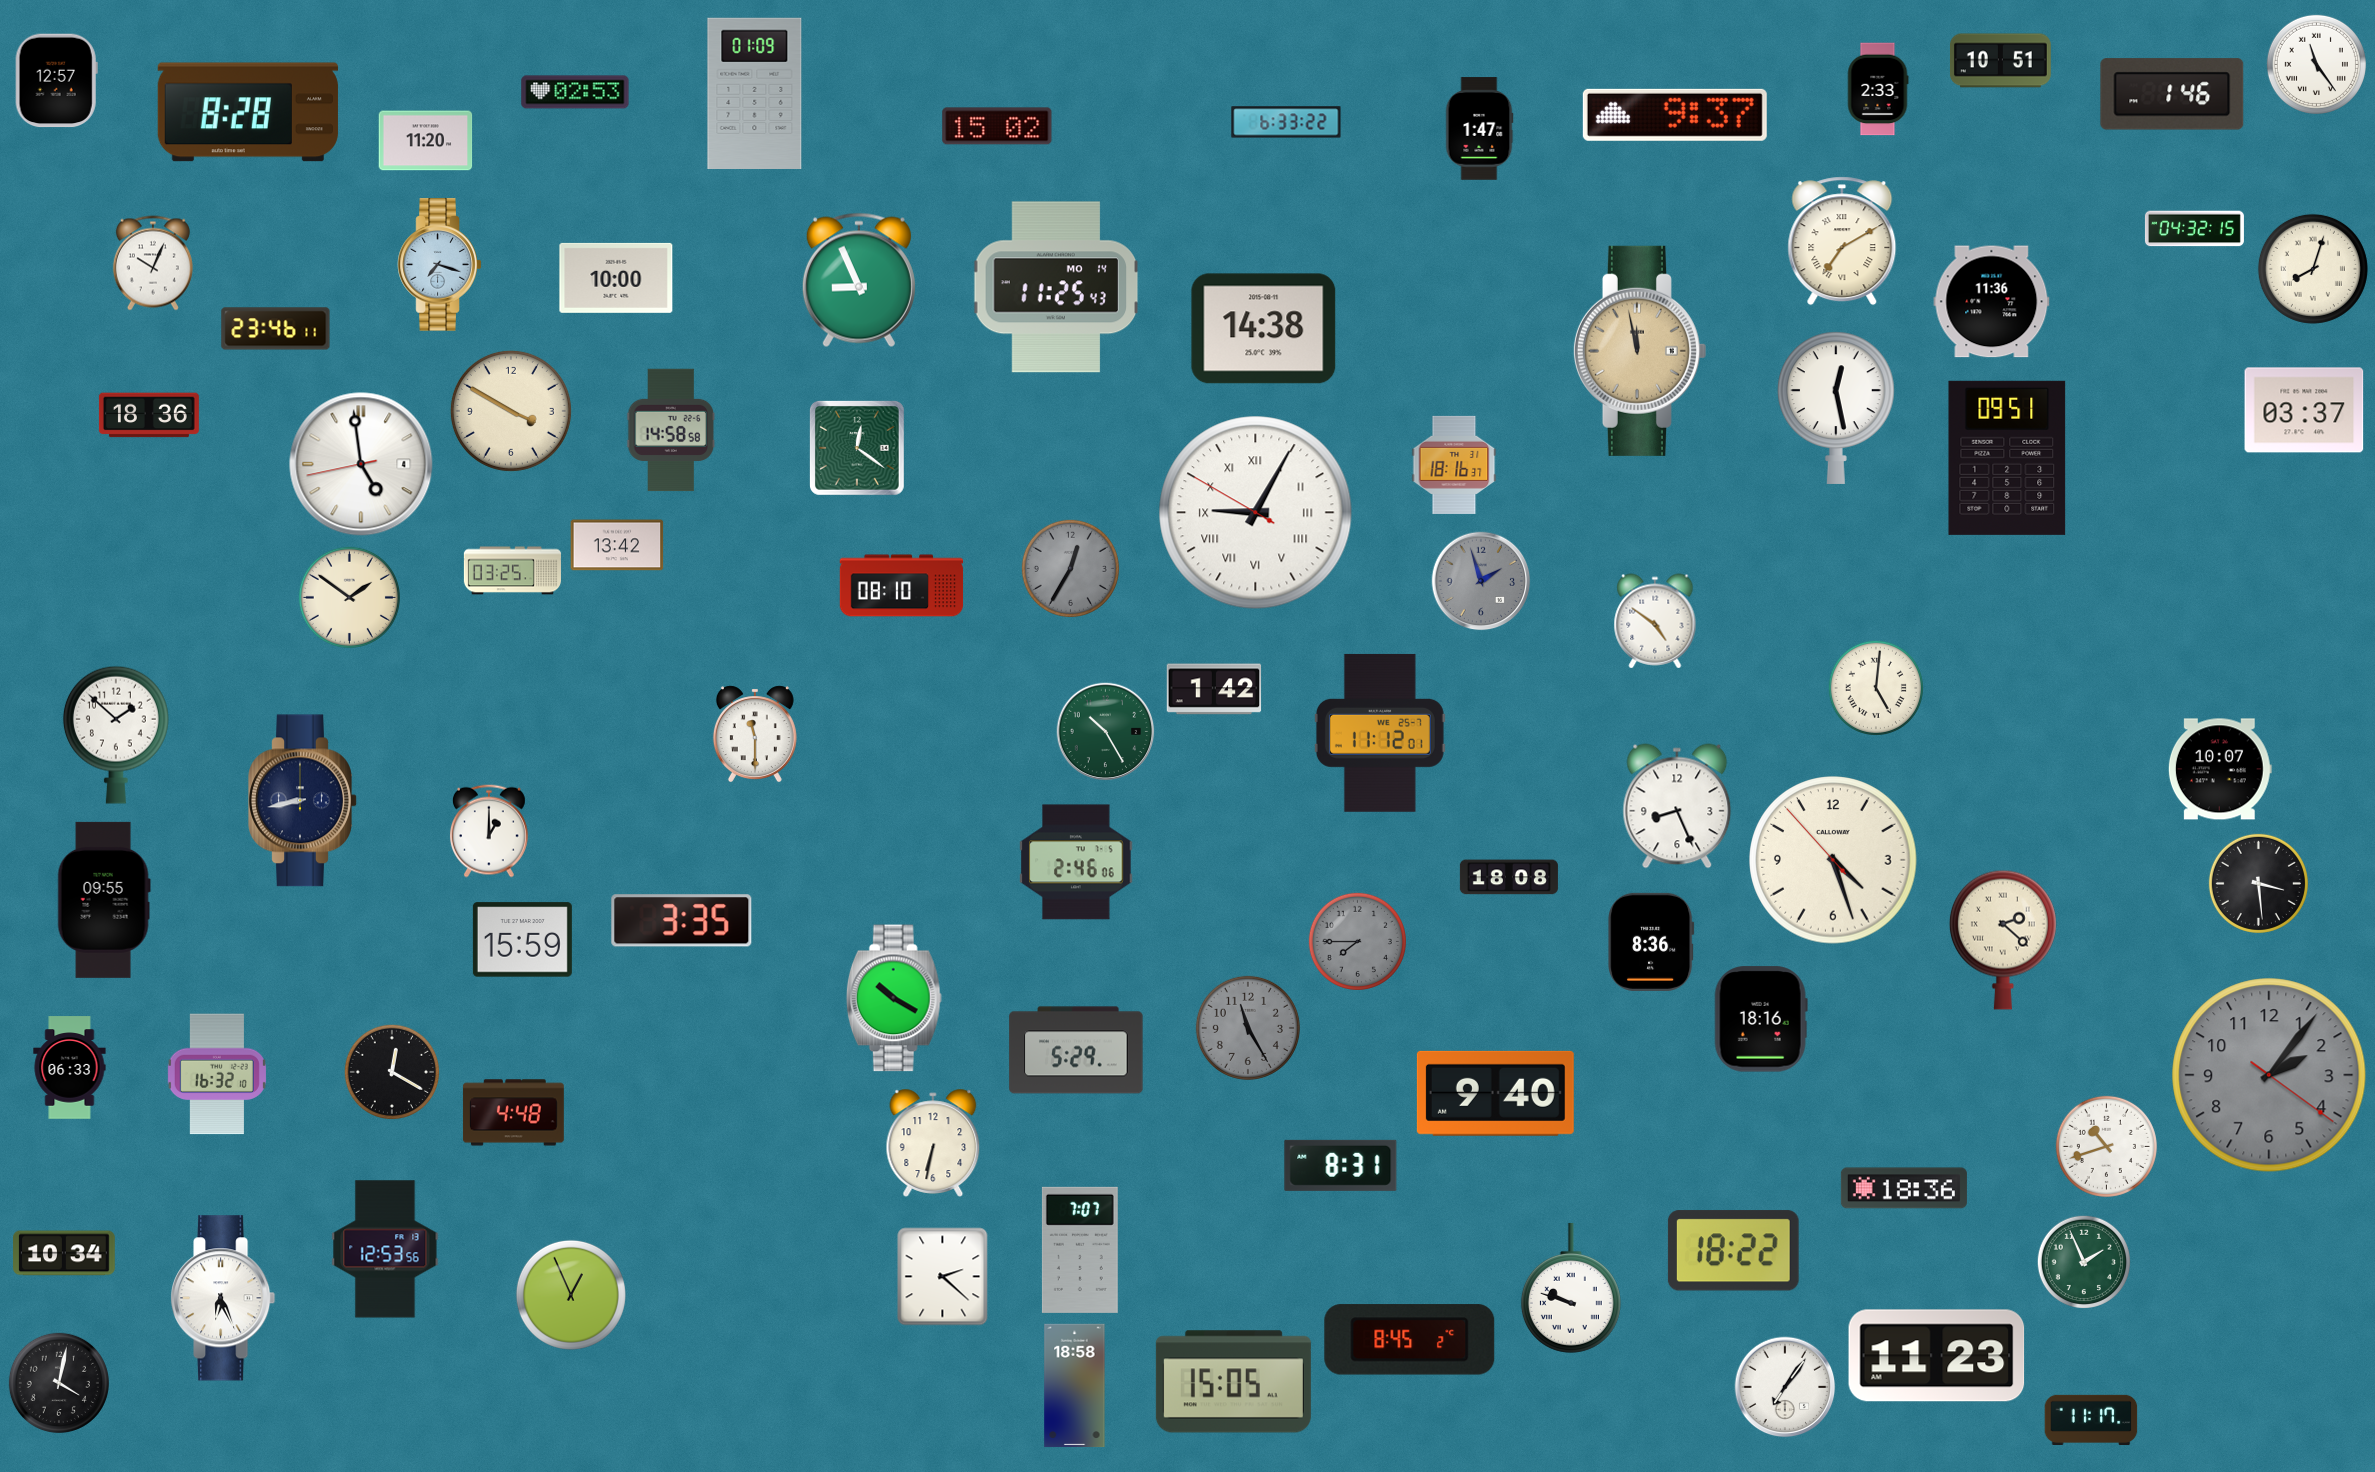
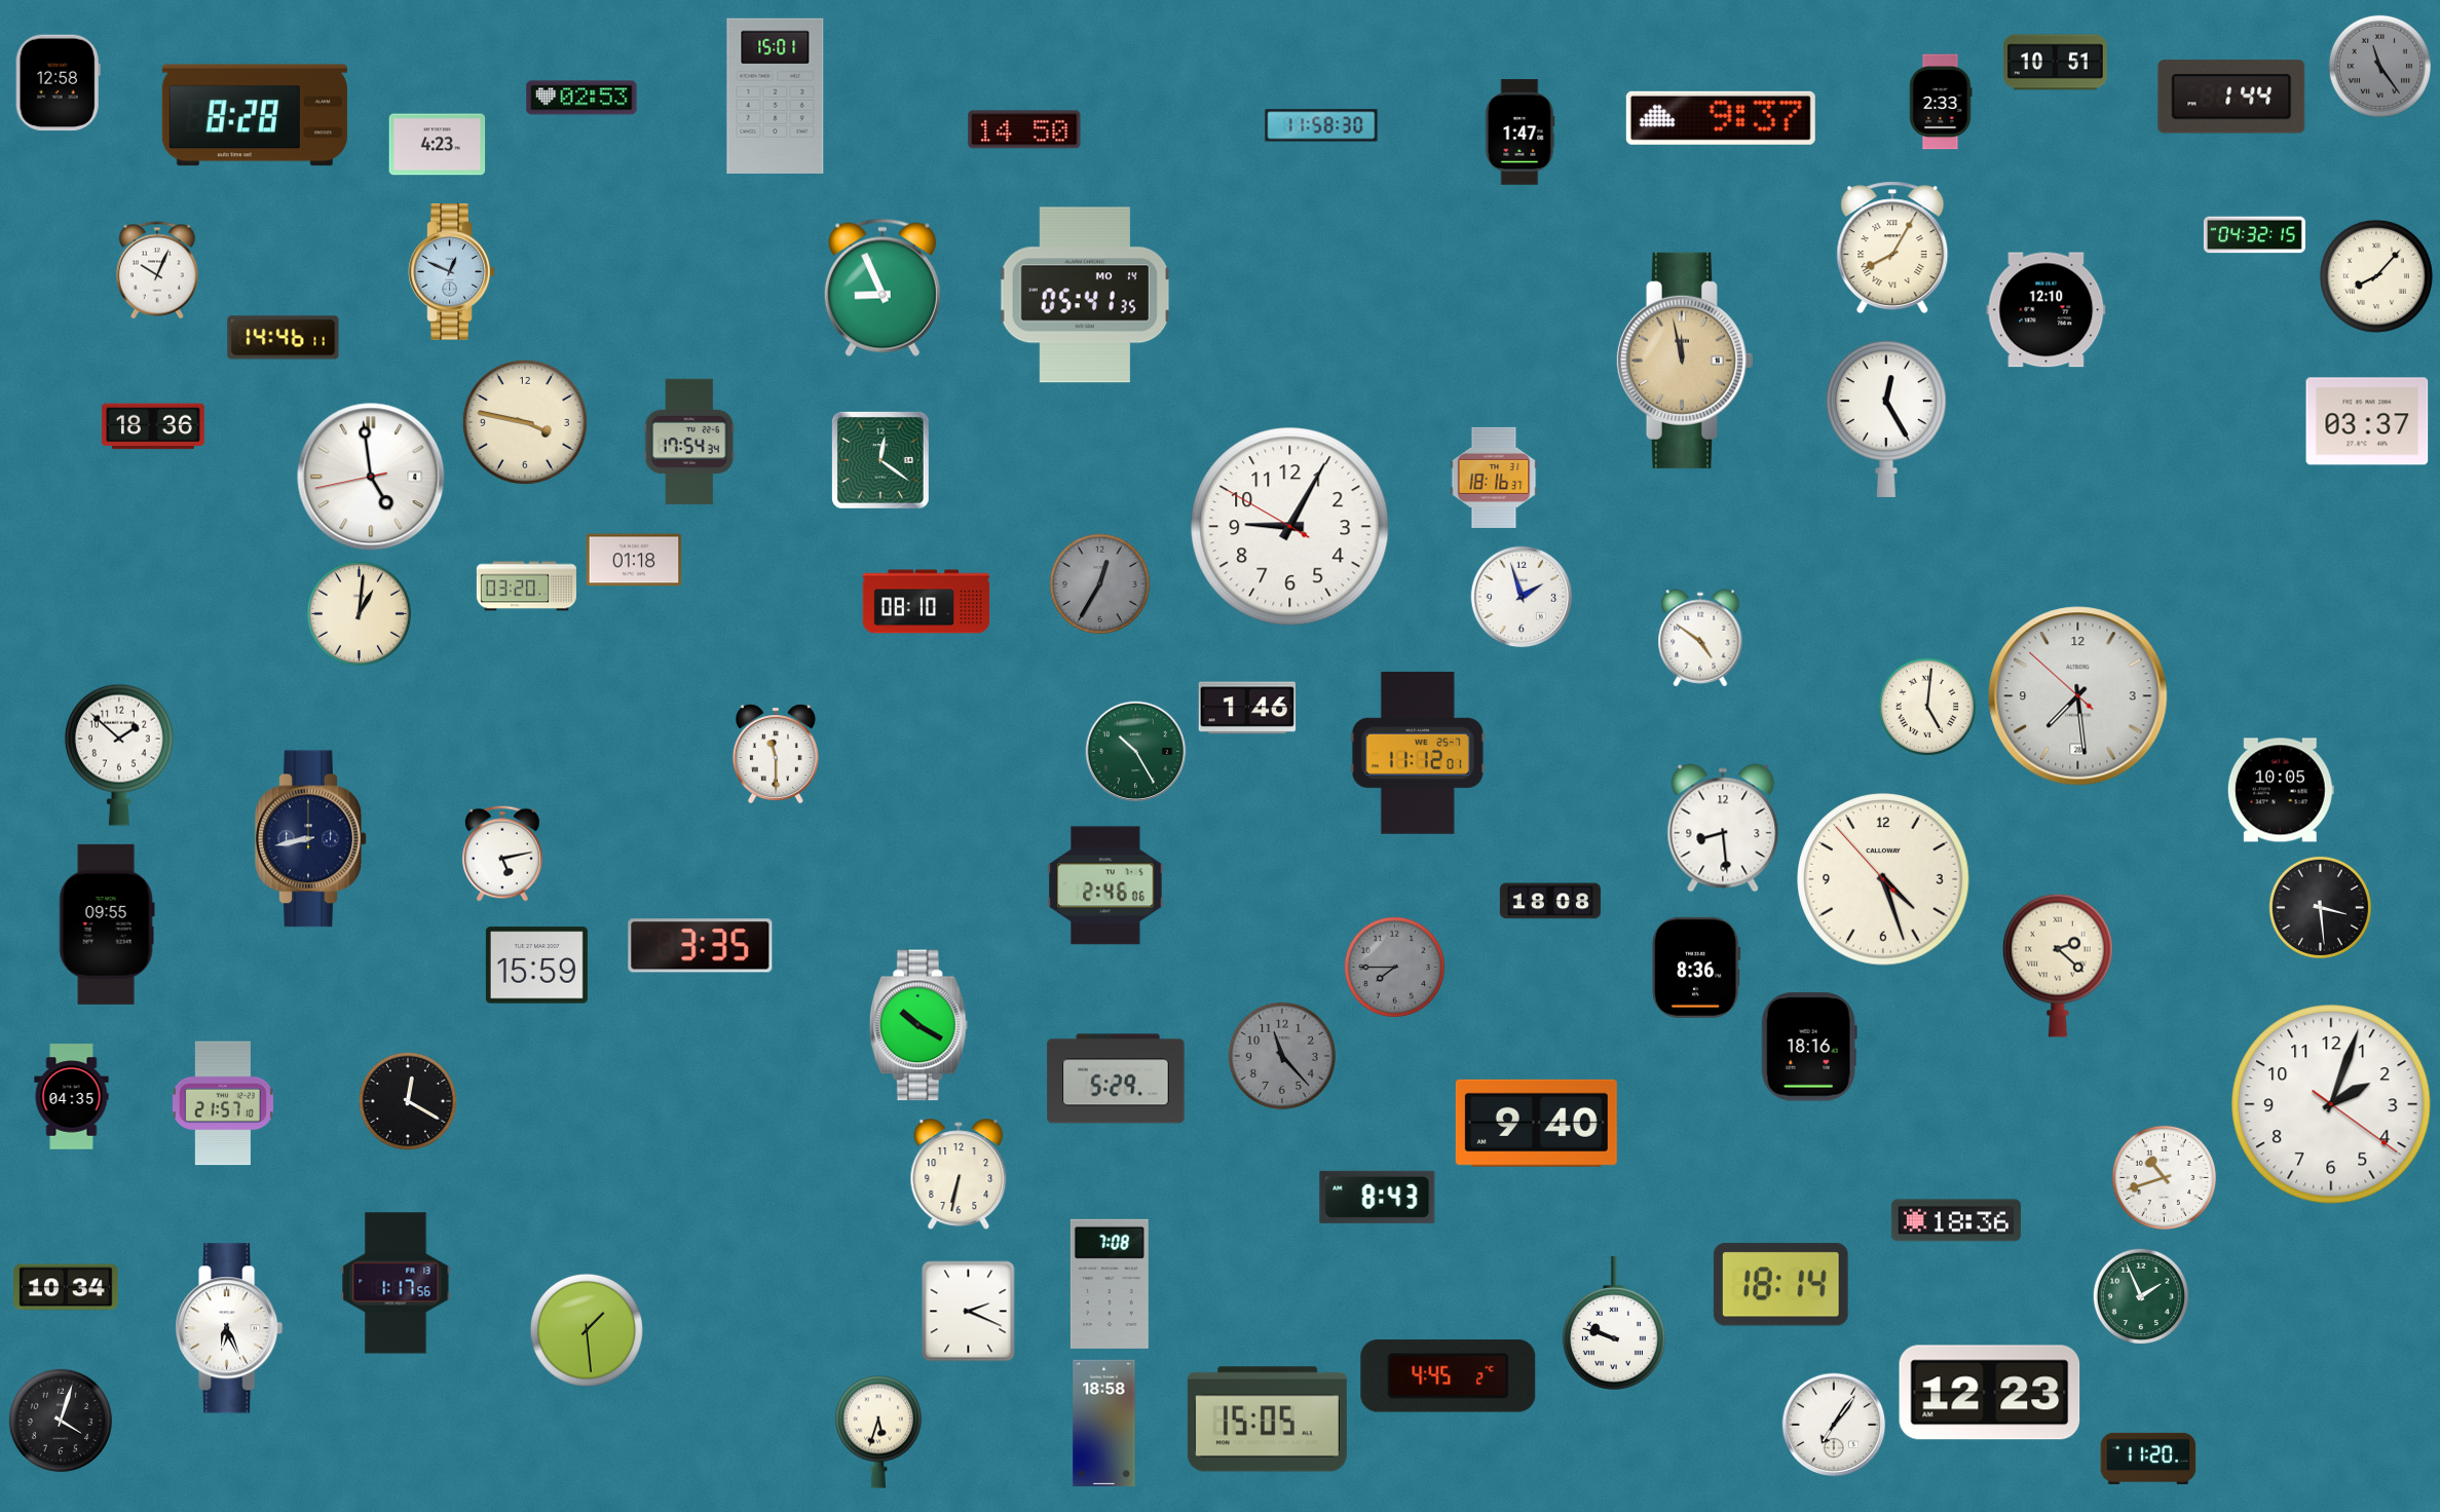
clock at (2316, 64) dial: white -> grey
clock at (56, 81): 12:57 -> 12:58
clock at (1878, 89) position: (1878, 89) -> (1941, 102)
clock at (575, 92) position: (575, 92) -> (581, 98)
clock at (755, 93): 01:09 -> 15:01
clock at (2172, 94): 1:46 -> 1:44
clock at (1286, 122): 6:33 -> 11:58
clock at (997, 126): 15:02 -> 14:50
clock at (426, 141): 11:20 -> 4:23
clock at (1842, 241): 7:10 -> 8:05
clock at (440, 265): 7:18 -> 12:49
clock at (2313, 269): 8:03 -> 8:07
clock at (616, 278): 10:00 -> none
clock at (1056, 287): 11:25 -> 05:41
clock at (1992, 302): 11:36 -> 12:10
clock at (276, 329): 23:46 -> 14:46
clock at (1264, 329): 14:38 -> none
clock at (1836, 408): 12:28 -> 12:25
clock at (511, 411): 3:50 -> 3:47
clock at (671, 430): 14:58 -> 17:54
clock at (2007, 458): 09:51 -> none
clock at (1256, 513) numerals: Roman -> Arabic
clock at (617, 545): 13:42 -> 01:18
clock at (512, 571): 03:25 -> 03:20
clock at (1481, 581) dial: grey -> white
clock at (349, 597): 1:51 -> 1:01
clock at (2078, 696): none -> 7:28
clock at (1214, 689): 1:42 -> 1:46
clock at (2220, 769): 10:07 -> 10:05
clock at (303, 801) position: (303, 801) -> (311, 839)
clock at (1677, 806): 8:26 -> 8:29
clock at (489, 831): 1:00 -> 5:13
clock at (1833, 860) position: (1833, 860) -> (1883, 879)
clock at (1248, 1028): 11:25 -> 11:23
clock at (1076, 1050) position: (1076, 1050) -> (1116, 1079)
clock at (70, 1068): 06:33 -> 04:35
clock at (391, 1071) position: (391, 1071) -> (407, 1100)
clock at (217, 1074): 16:32 -> 21:57
clock at (2269, 1075): 2:06 -> 2:03
clock at (2269, 1075) dial: grey -> white
clock at (513, 1113): 4:48 -> none
clock at (1341, 1165): 8:31 -> 8:43
clock at (385, 1249): 12:53 -> 1:17
clock at (1080, 1250): 7:07 -> 7:08
clock at (1733, 1251): 18:22 -> 18:14
clock at (943, 1277): 2:22 -> 2:19
clock at (571, 1295): 12:56 -> 1:29
clock at (224, 1298) position: (224, 1298) -> (230, 1328)
clock at (1410, 1340): 8:45 -> 4:45
clock at (1937, 1356): 11:23 -> 12:23
clock at (59, 1383): 4:02 -> 4:03
clock at (878, 1432): none -> 5:33
clock at (2091, 1419): 11:17 -> 11:20
